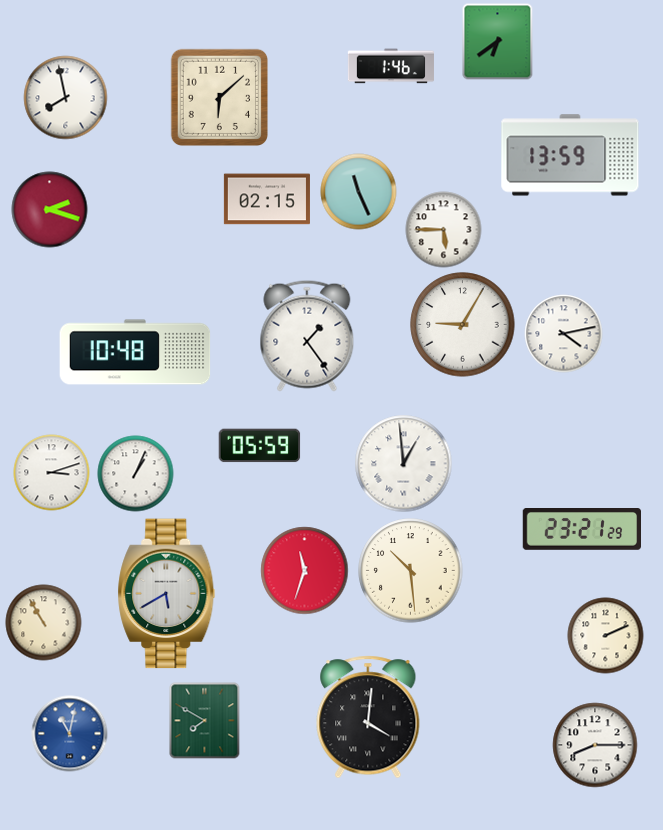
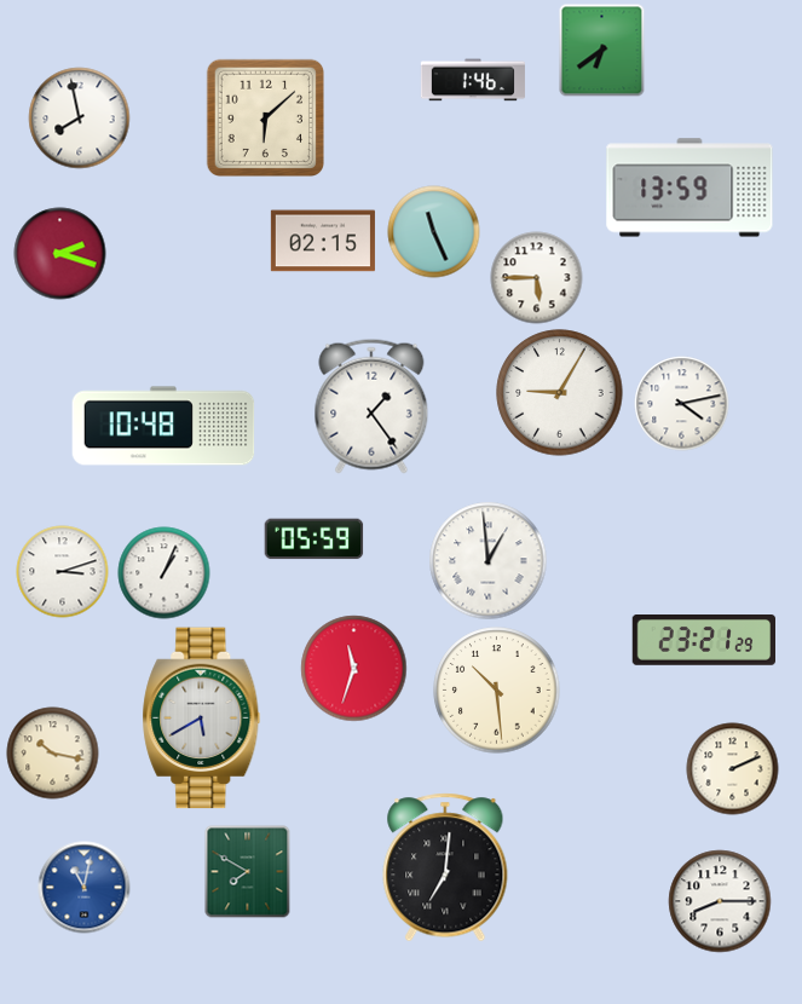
clock at (305, 571) position: (305, 571) -> (354, 669)
clock at (44, 623): 10:55 -> 10:17
clock at (368, 717): 4:01 -> 7:01
